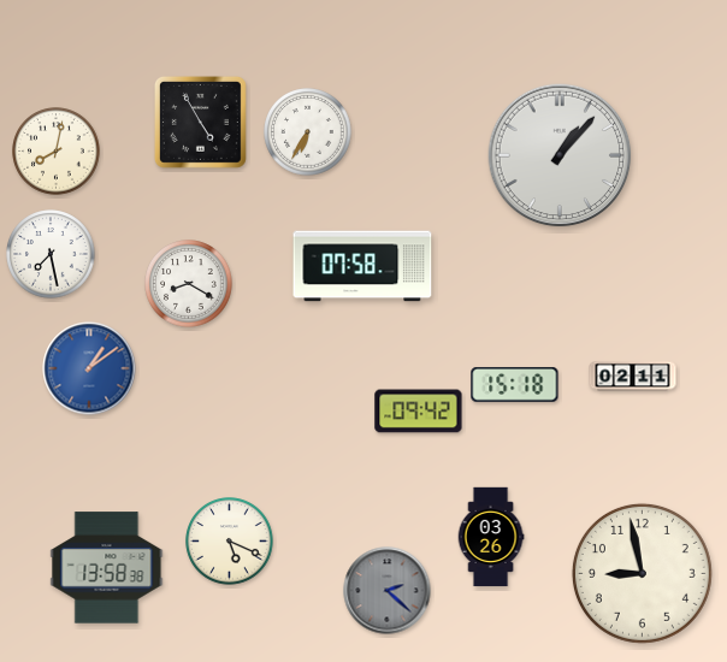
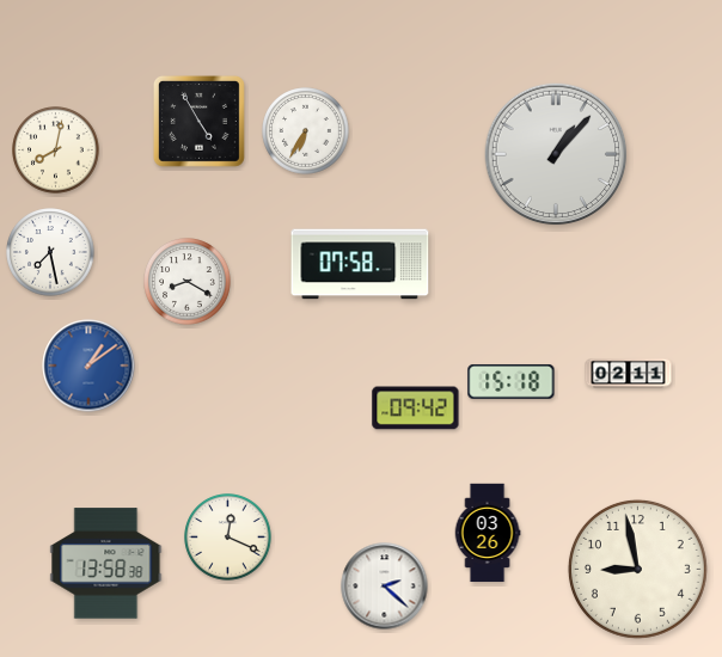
clock at (230, 542): 5:19 -> 12:19
clock at (388, 591) dial: grey -> white
